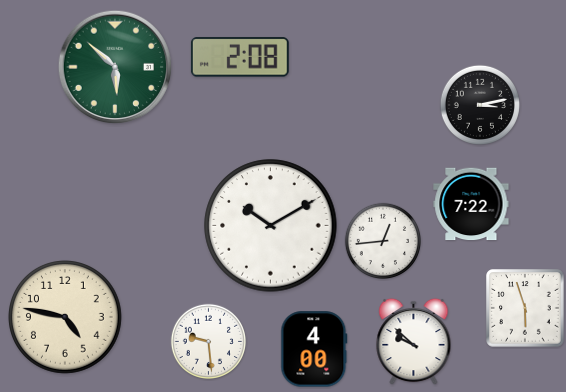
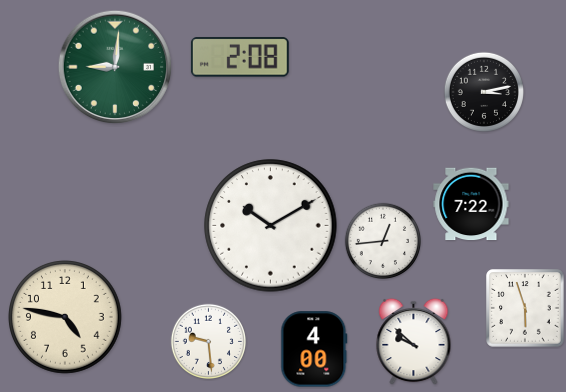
clock at (115, 67): 5:52 -> 9:01
clock at (480, 105) position: (480, 105) -> (484, 92)
